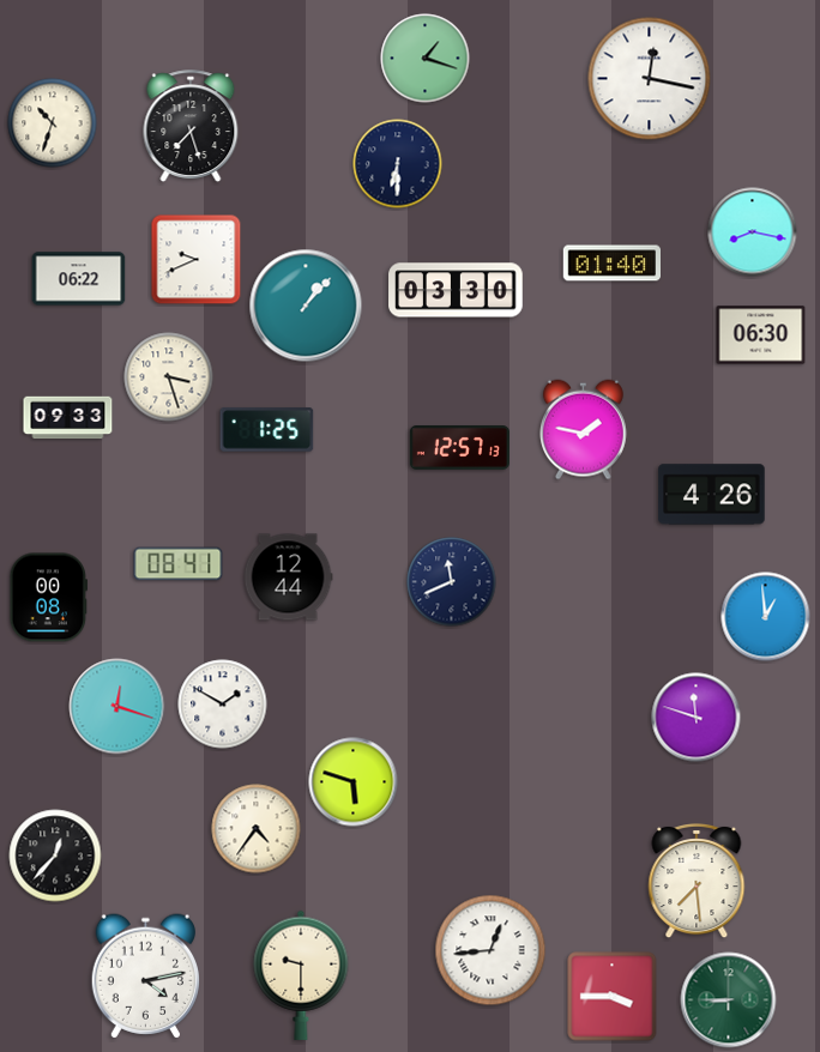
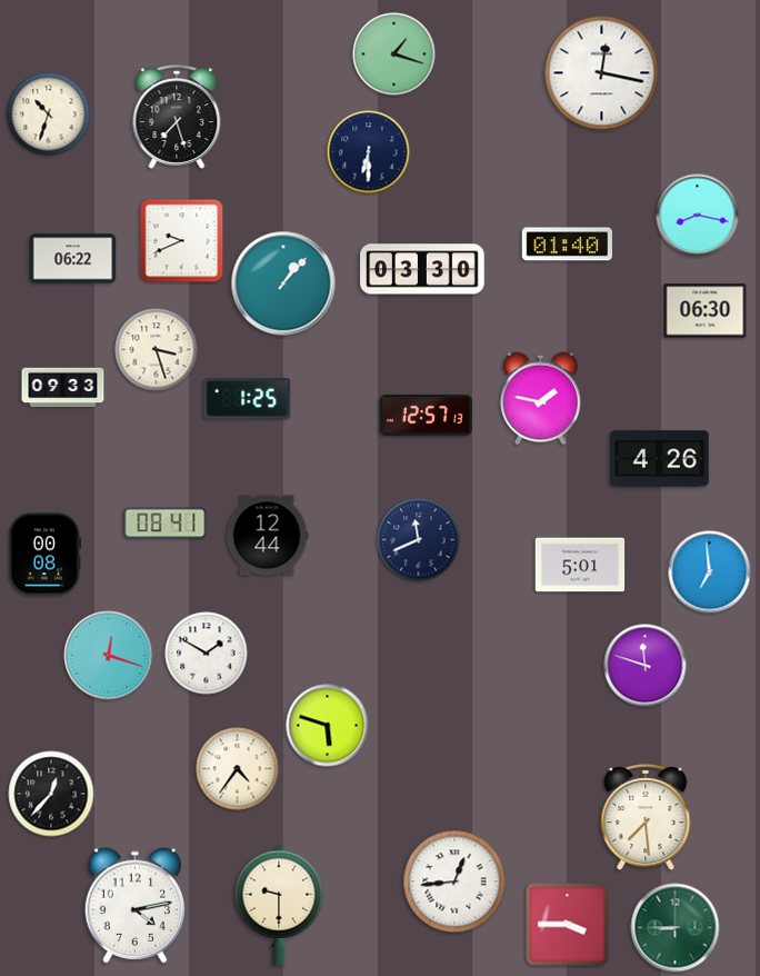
clock at (580, 565): none -> 5:01
clock at (766, 617): 12:59 -> 6:59
